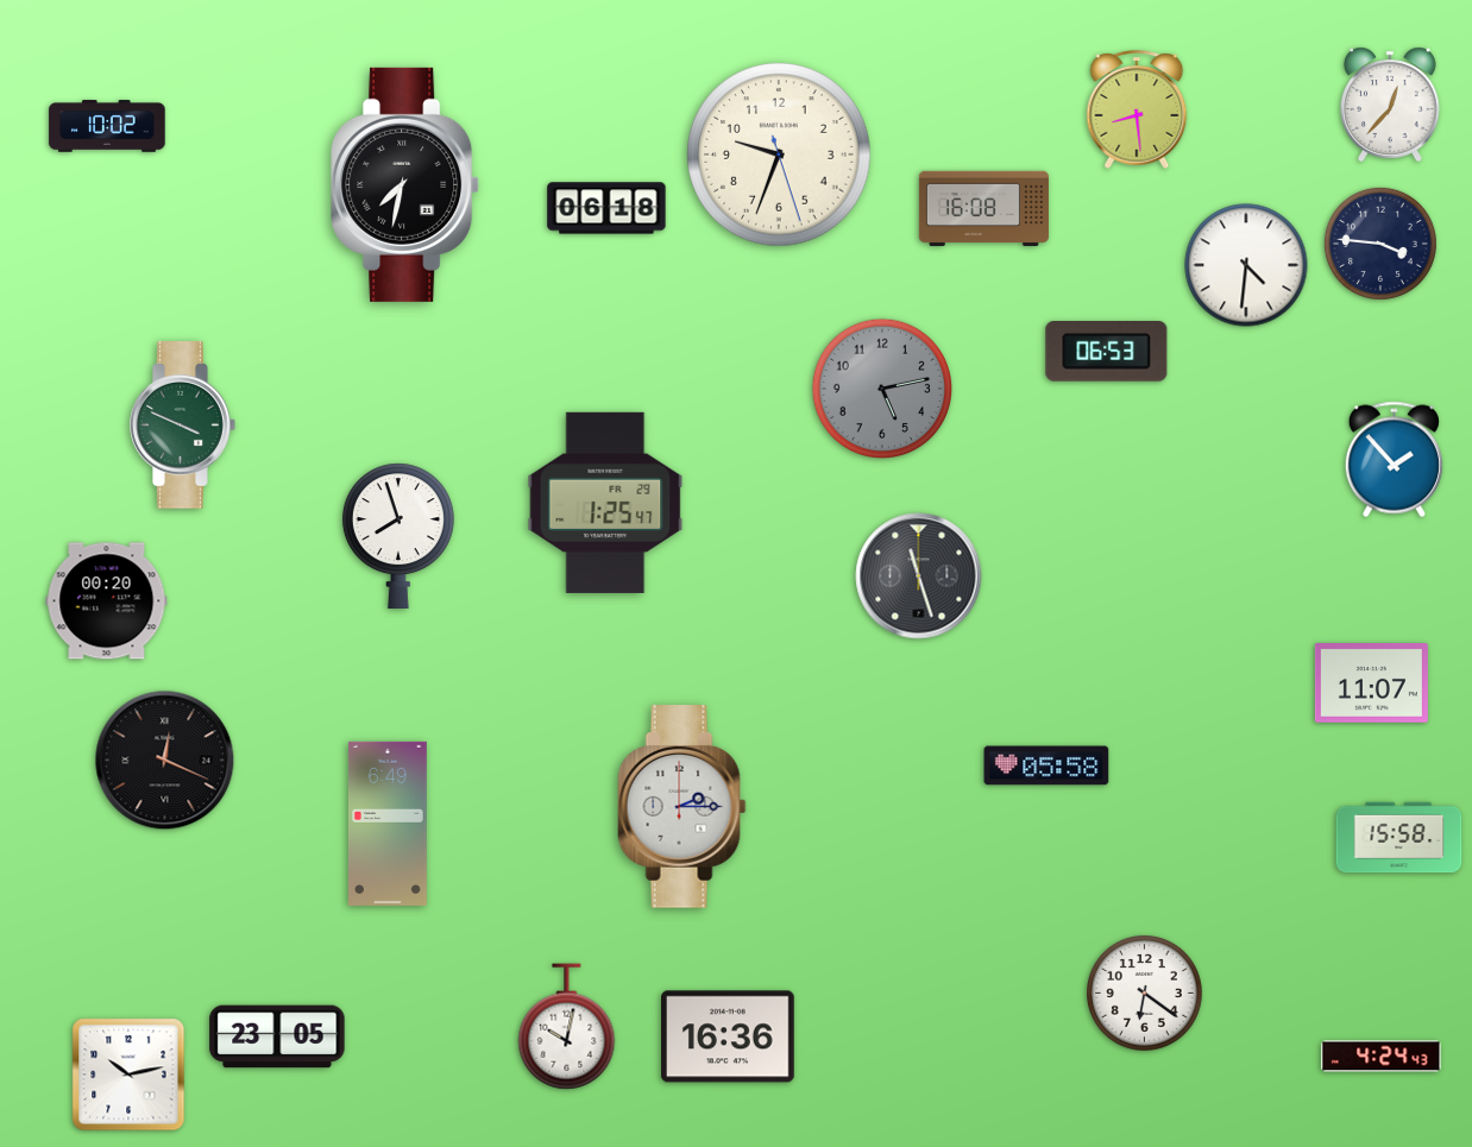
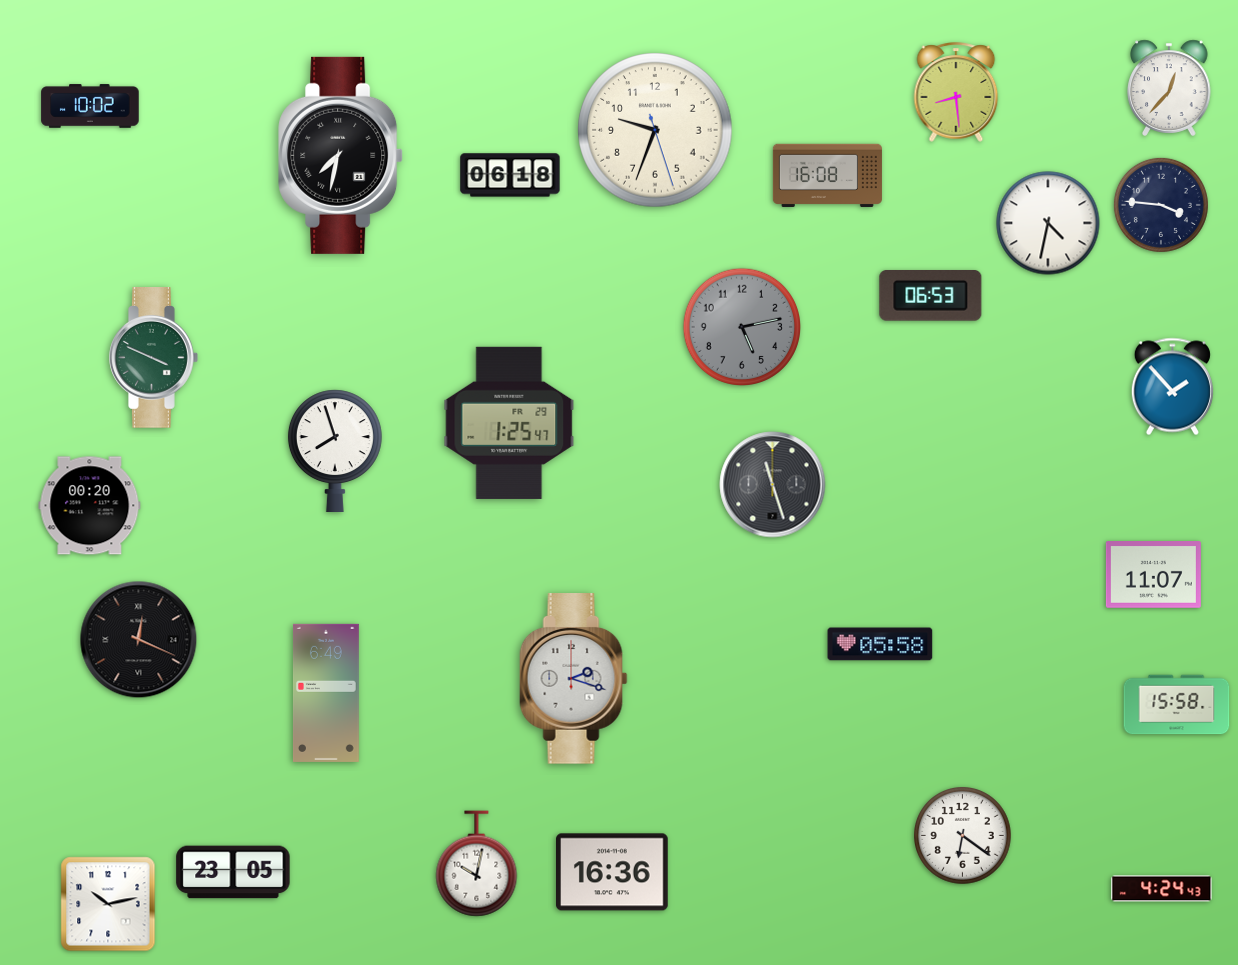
clock at (1246, 265): 4:31 -> 4:32
clock at (682, 807): 2:15 -> 2:18
